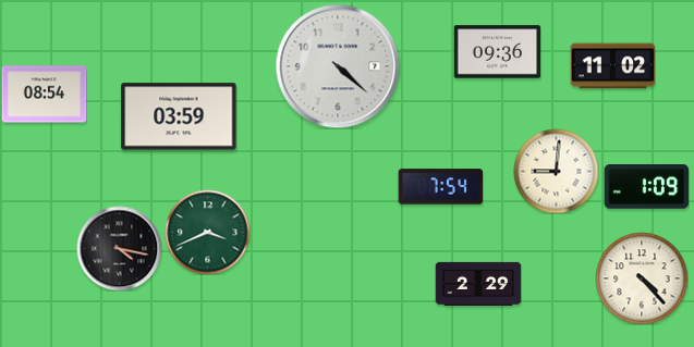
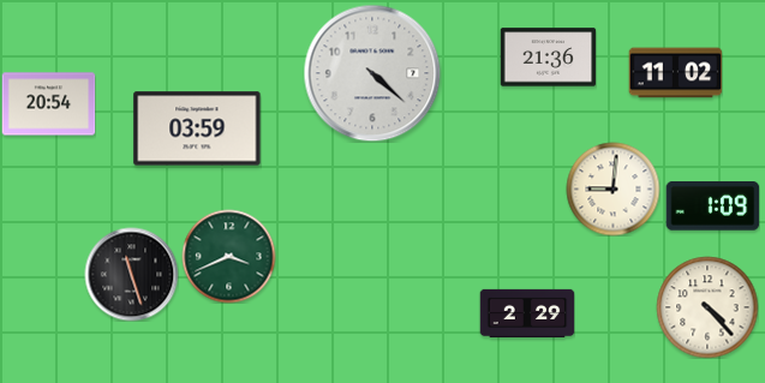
clock at (497, 52): 09:36 -> 21:36
clock at (44, 95): 08:54 -> 20:54
clock at (440, 187): 7:54 -> none
clock at (119, 248): 4:17 -> 11:27
